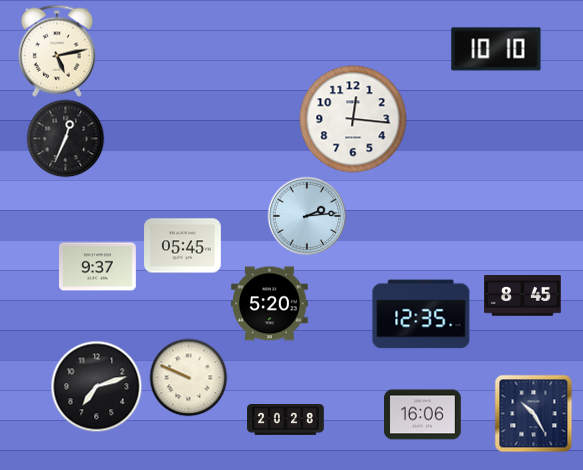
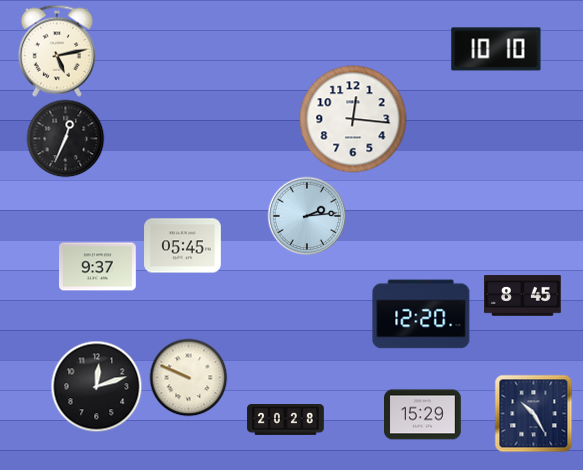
clock at (270, 304): 5:20 -> none
clock at (421, 314): 12:35 -> 12:20
clock at (96, 386): 7:12 -> 12:12
clock at (423, 415): 16:06 -> 15:29
